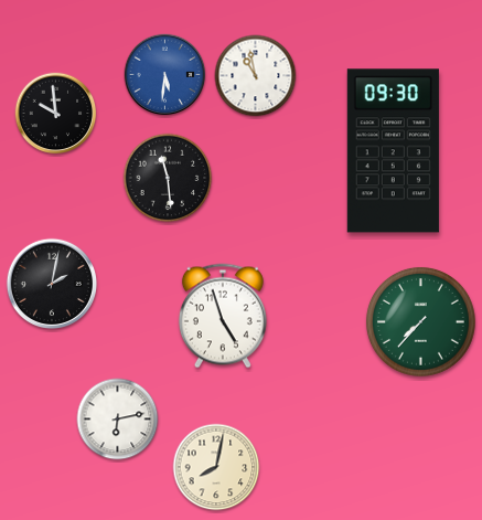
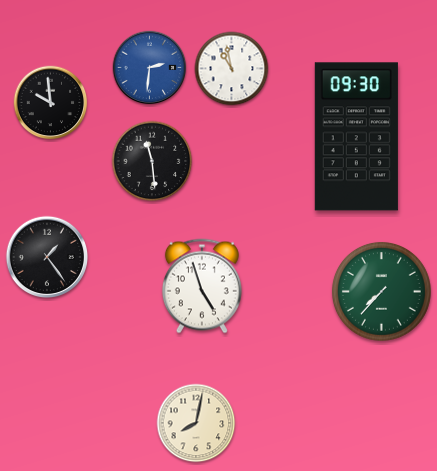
clock at (165, 75): 5:31 -> 2:31
clock at (52, 284): 2:02 -> 1:24
clock at (118, 420): 6:13 -> none
